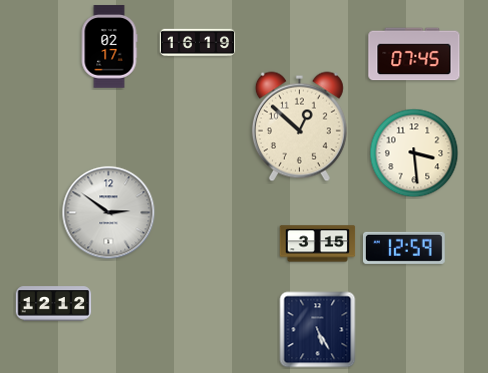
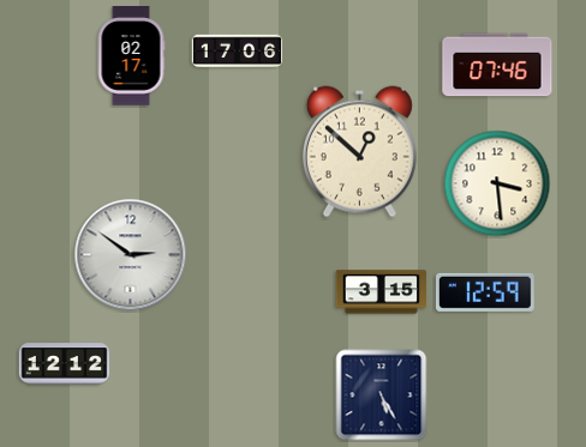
clock at (198, 43): 16:19 -> 17:06
clock at (414, 54): 07:45 -> 07:46
clock at (404, 248) position: (404, 248) -> (485, 292)
